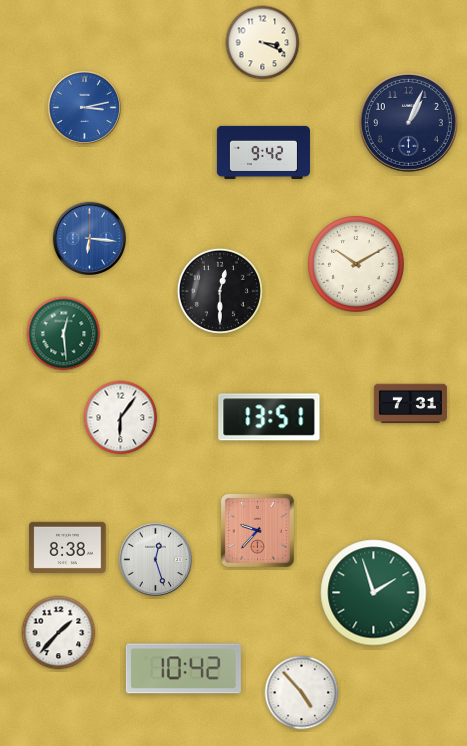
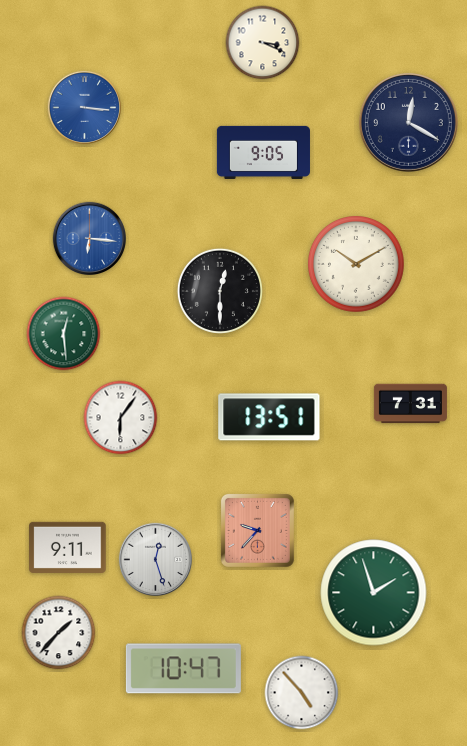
clock at (84, 107): 3:13 -> 3:16
clock at (408, 122): 1:04 -> 12:20
clock at (263, 152): 9:42 -> 9:05
clock at (68, 547): 8:38 -> 9:11
clock at (183, 669): 10:42 -> 10:47
